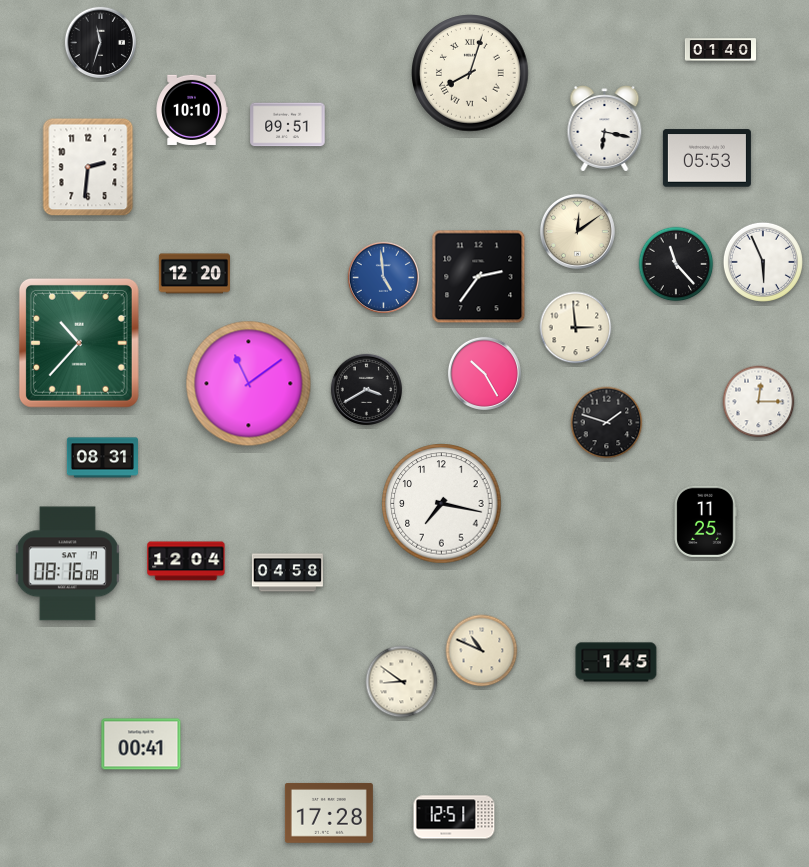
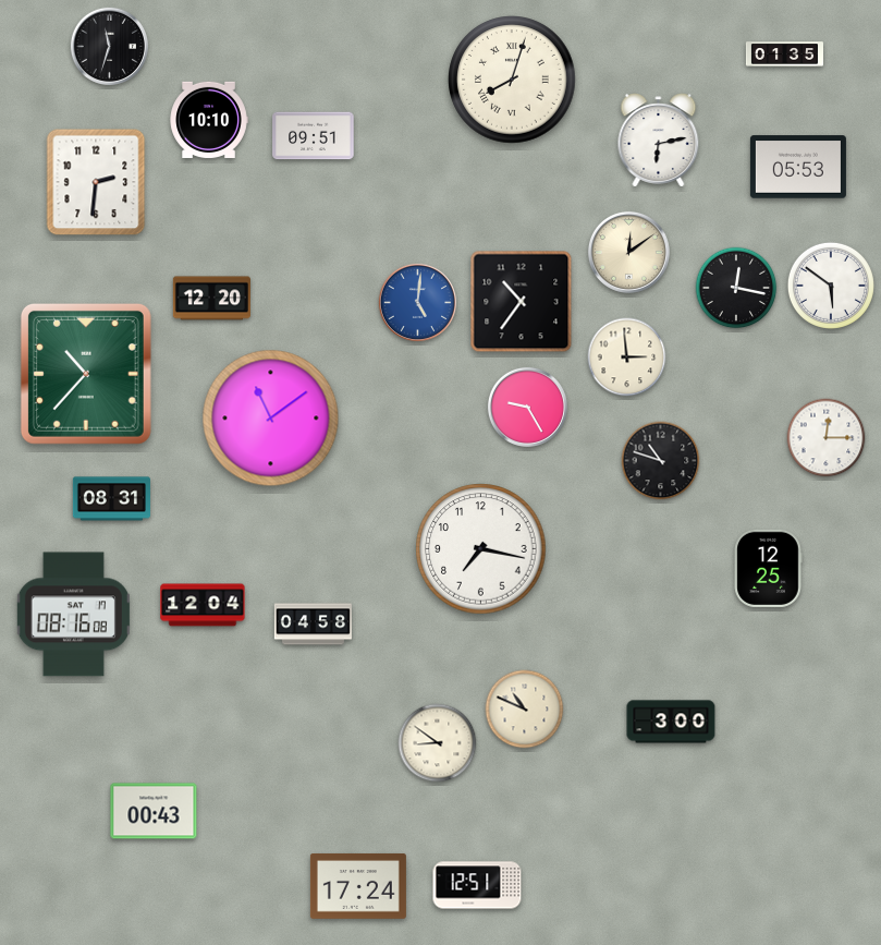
clock at (720, 50): 01:40 -> 01:35
clock at (605, 129): 6:17 -> 6:13
clock at (707, 158) position: (707, 158) -> (798, 167)
clock at (763, 262): 5:56 -> 5:51
clock at (676, 264): 11:23 -> 12:17
clock at (383, 277): 4:59 -> 5:01
clock at (479, 277): 2:36 -> 10:36
clock at (484, 373): 10:25 -> 9:25
clock at (366, 389): 3:40 -> none
clock at (607, 423): 1:48 -> 10:48
clock at (705, 521): 11:25 -> 12:25
clock at (186, 561) position: (186, 561) -> (203, 605)
clock at (616, 662): 1:45 -> 3:00
clock at (141, 744): 00:41 -> 00:43
clock at (329, 813): 17:28 -> 17:24
clock at (454, 817) position: (454, 817) -> (477, 885)
